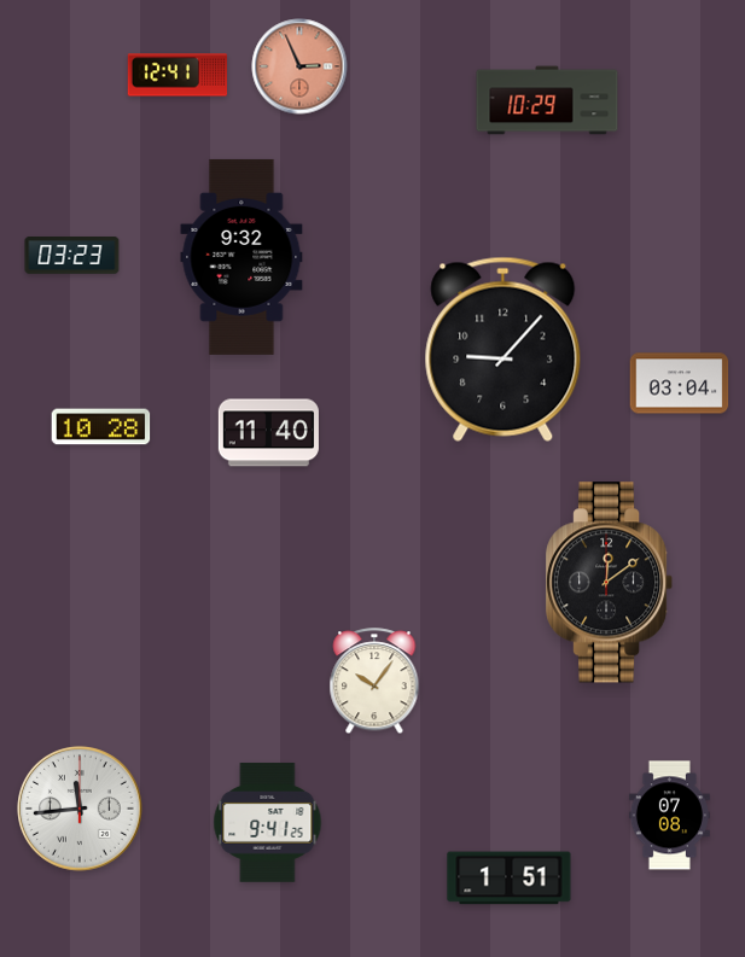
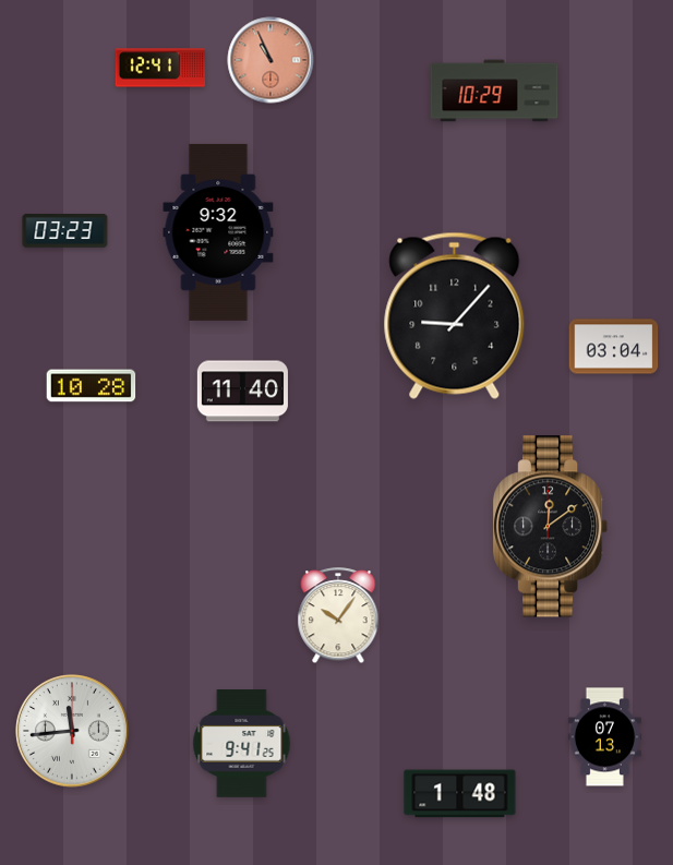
clock at (299, 66): 2:56 -> 10:56
clock at (669, 816): 07:08 -> 07:13
clock at (510, 879): 1:51 -> 1:48
